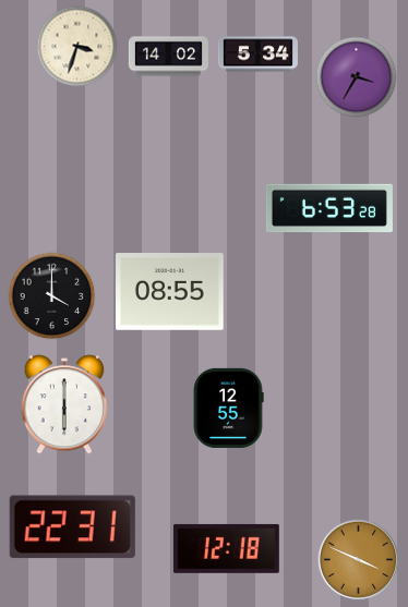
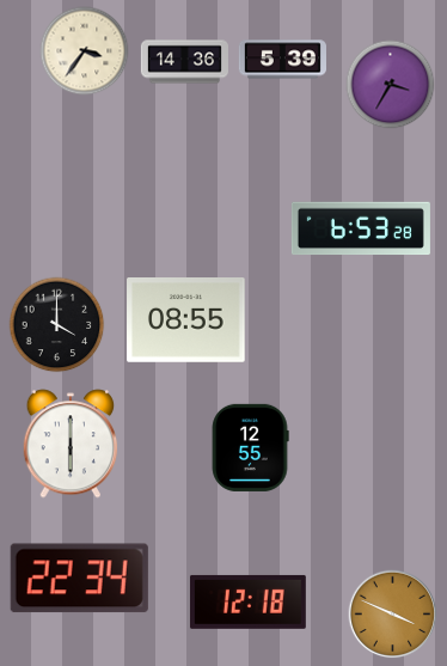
clock at (77, 47): 3:33 -> 3:36
clock at (257, 54): 5:34 -> 5:39
clock at (168, 57): 14:02 -> 14:36
clock at (72, 527): 22:31 -> 22:34
